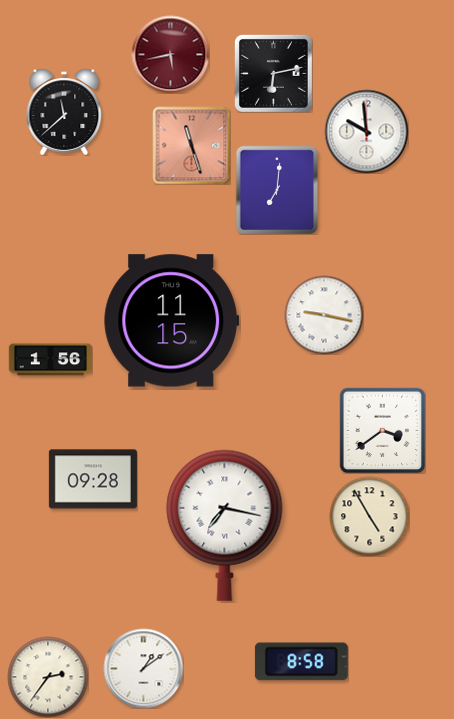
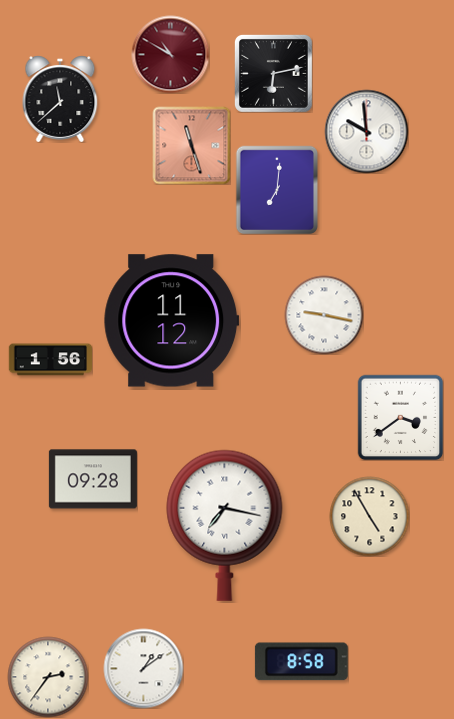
clock at (170, 54): 5:43 -> 10:50
clock at (64, 112) position: (64, 112) -> (60, 99)
clock at (172, 321): 11:15 -> 11:12
clock at (382, 430) position: (382, 430) -> (400, 417)
